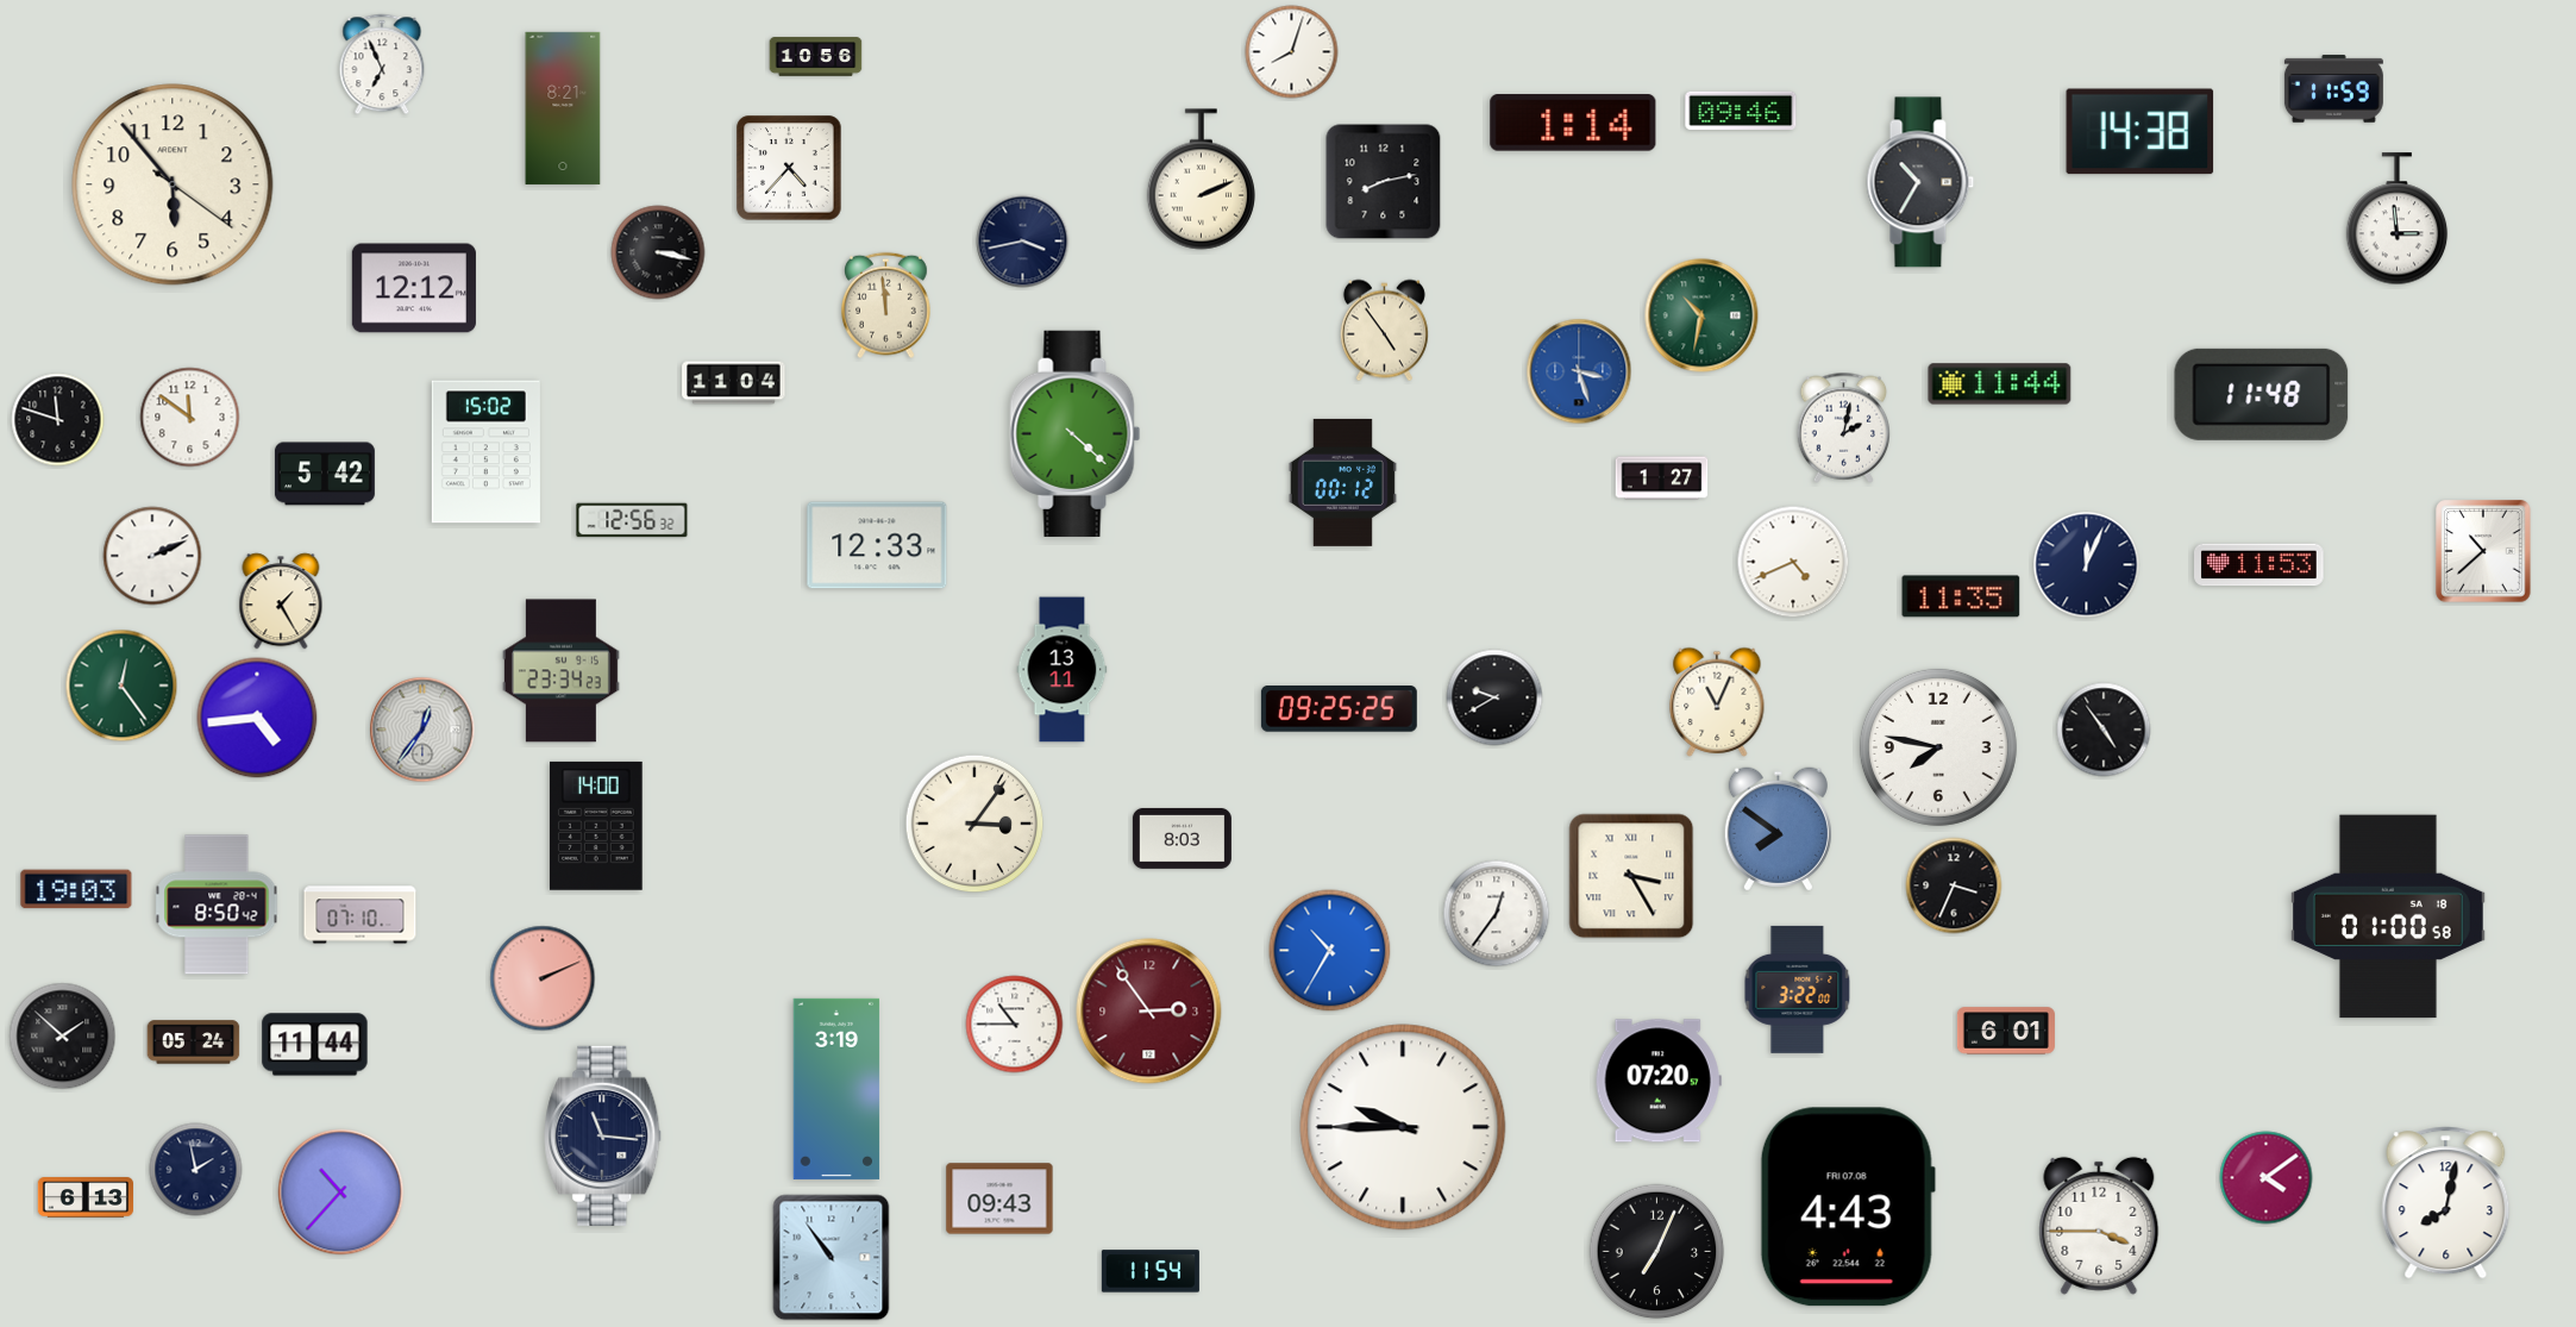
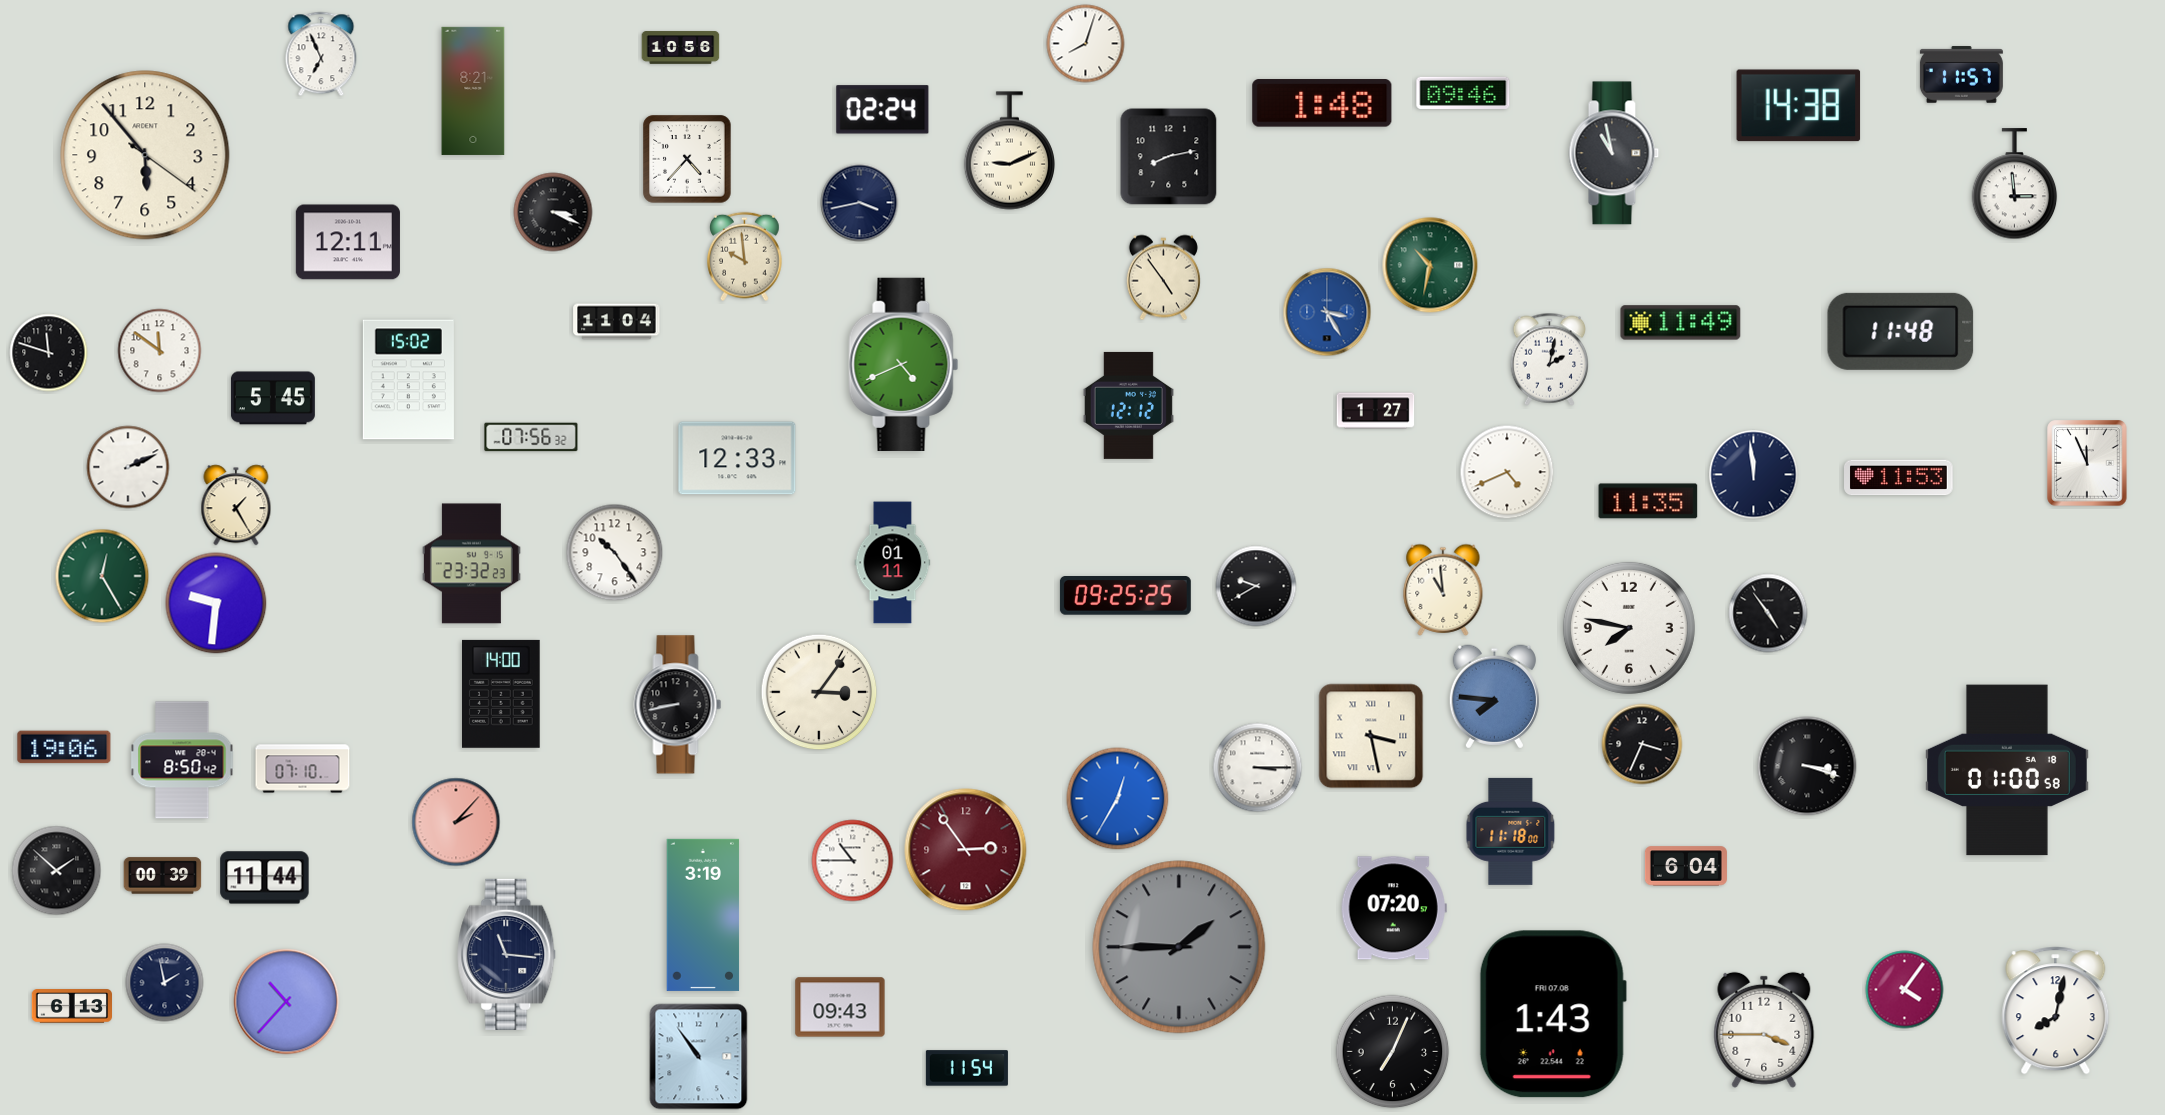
clock at (816, 57) position: (816, 57) -> (681, 48)
clock at (2333, 89): 11:59 -> 11:57
clock at (1573, 123): 1:14 -> 1:48
clock at (883, 110): none -> 02:24
clock at (2141, 132) position: (2141, 132) -> (1799, 106)
clock at (789, 168) position: (789, 168) -> (687, 159)
clock at (1201, 180): 2:11 -> 9:11
clock at (1384, 182) position: (1384, 182) -> (1169, 157)
clock at (1920, 182): 10:35 -> 10:58
clock at (658, 252): 3:17 -> 3:19
clock at (414, 288): 12:12 -> 12:11
clock at (886, 306): 11:59 -> 9:59
clock at (1579, 371): 3:27 -> 3:25
clock at (2000, 384): 11:44 -> 11:49
clock at (1076, 433): 4:22 -> 4:41
clock at (325, 474): 5:42 -> 5:45
clock at (1662, 478) position: (1662, 478) -> (1376, 411)
clock at (1342, 482): 00:12 -> 12:12
clock at (632, 520): 12:56 -> 07:56
clock at (2483, 551): 10:38 -> 11:56
clock at (2087, 565): 12:04 -> 11:59
clock at (2260, 565) position: (2260, 565) -> (1899, 478)
clock at (615, 553): none -> 10:24
clock at (1063, 670): 13:11 -> 01:11
clock at (560, 671): 23:34 -> 23:32
clock at (121, 686): 12:24 -> 12:25
clock at (1717, 702): 11:04 -> 10:59
clock at (257, 718): 4:44 -> 9:31
clock at (422, 730): 12:36 -> none
clock at (1778, 830): 7:51 -> 7:46
clock at (1182, 838): 8:03 -> none
clock at (678, 705): none -> 8:43
clock at (1631, 876): 3:25 -> 3:28
clock at (76, 889): 19:03 -> 19:06
clock at (1807, 766): none -> 3:18
clock at (1497, 914): 12:36 -> 3:15
clock at (1330, 951): 10:35 -> 12:35
clock at (543, 978): 2:11 -> 2:07
clock at (1798, 989): 3:22 -> 11:18
clock at (2006, 1031): 6:01 -> 6:04
clock at (63, 1037) position: (63, 1037) -> (57, 871)
clock at (194, 1043): 05:24 -> 00:39
clock at (1403, 1127): 9:45 -> 1:45
clock at (1403, 1127) dial: white -> grey
clock at (2267, 1178): 4:09 -> 4:06
clock at (1848, 1207): 4:43 -> 1:43
